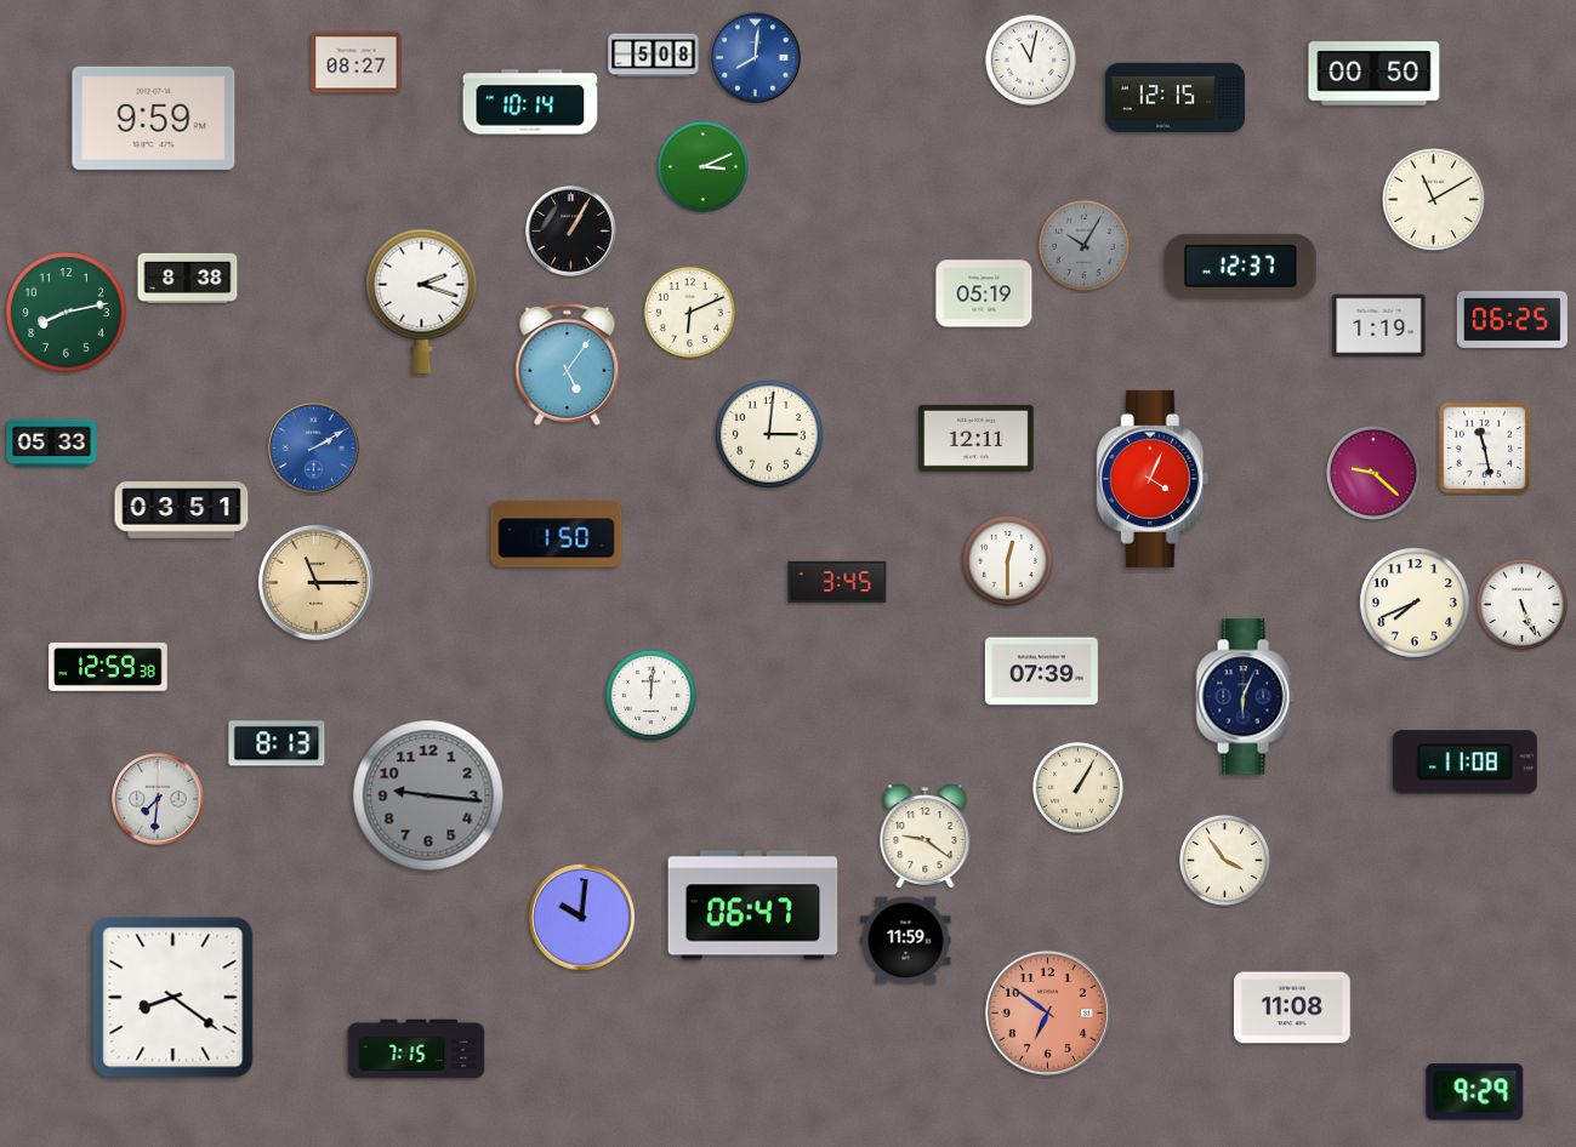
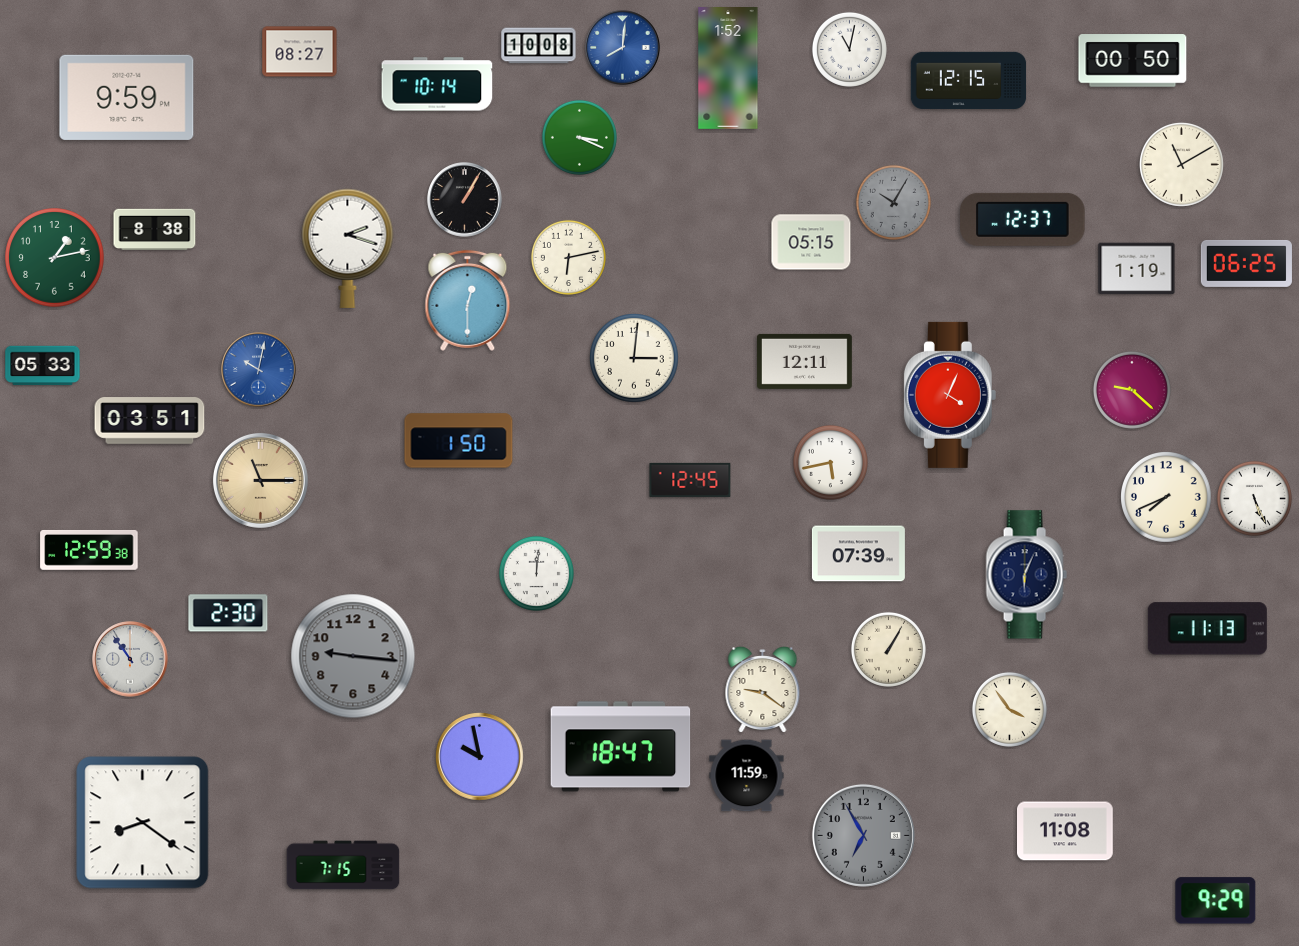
clock at (654, 56): 5:08 -> 10:08
clock at (357, 63) position: (357, 63) -> (300, 52)
clock at (728, 69): none -> 1:52
clock at (702, 166): 3:11 -> 3:19
clock at (571, 232) position: (571, 232) -> (465, 200)
clock at (984, 293): 05:19 -> 05:15
clock at (689, 312): 6:11 -> 6:13
clock at (67, 313): 8:13 -> 1:13
clock at (568, 364): 5:06 -> 12:30
clock at (1484, 447): 11:28 -> none
clock at (314, 449): 2:10 -> 10:02
clock at (1007, 560): 12:30 -> 5:43
clock at (837, 582): 3:45 -> 12:45
clock at (277, 743): 8:13 -> 2:30
clock at (1464, 763): 11:08 -> 11:13
clock at (158, 799): 7:31 -> 10:54
clock at (753, 906): 06:47 -> 18:47
clock at (582, 918): 10:01 -> 9:58
clock at (1047, 1012): 6:51 -> 6:55
clock at (1047, 1012) dial: salmon -> grey
